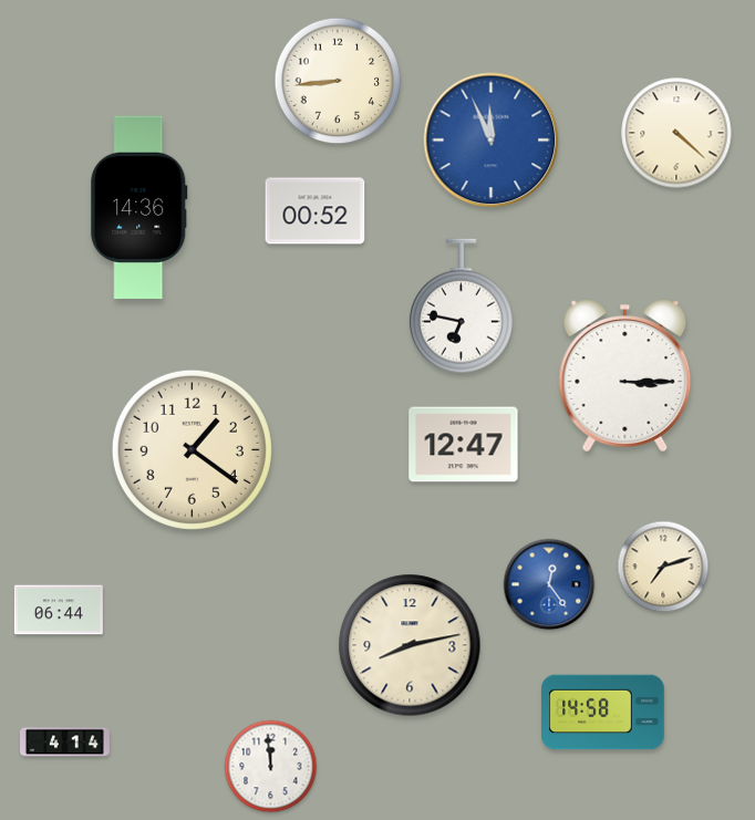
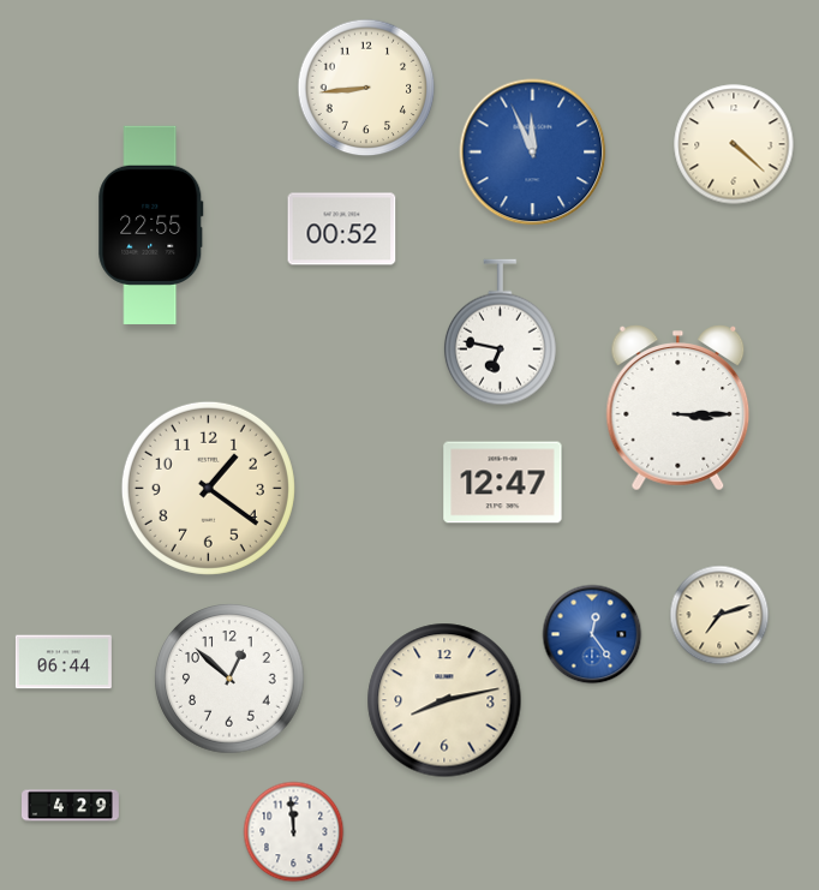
clock at (139, 207): 14:36 -> 22:55
clock at (549, 584) position: (549, 584) -> (592, 634)
clock at (229, 679): none -> 12:52
clock at (603, 713): 14:58 -> none
clock at (65, 743): 4:14 -> 4:29
